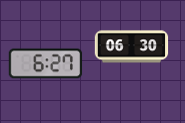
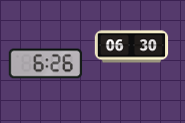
clock at (46, 64): 6:27 -> 6:26
